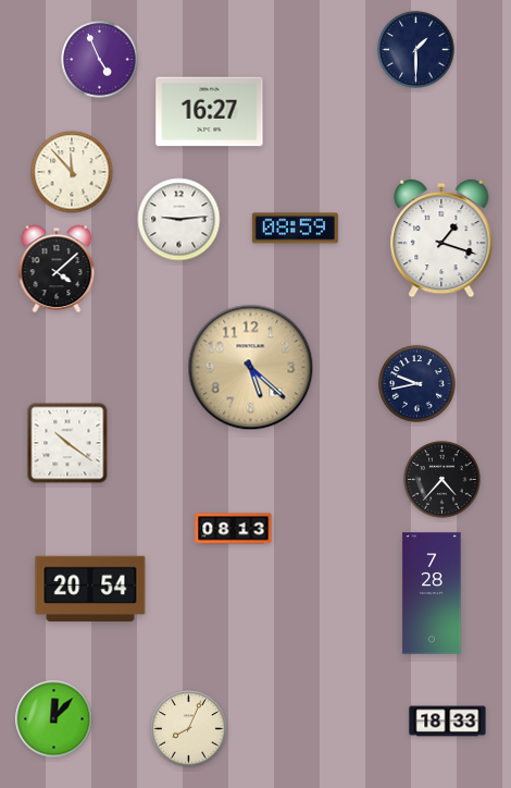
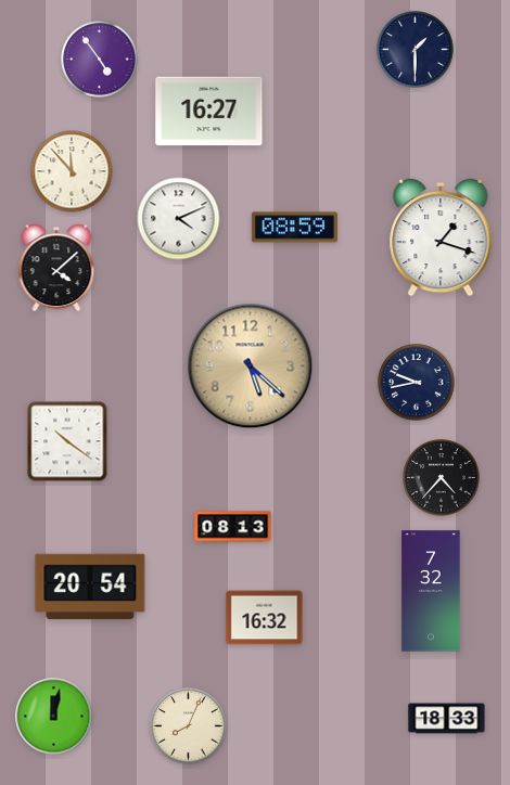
clock at (100, 60): 4:56 -> 4:54
clock at (179, 220): 9:14 -> 4:11
clock at (432, 593): 7:28 -> 7:32
clock at (265, 618): none -> 16:32
clock at (54, 719): 12:07 -> 12:02
